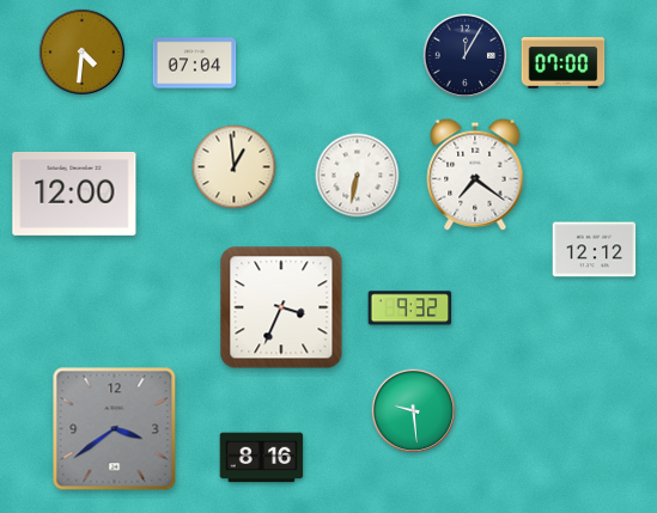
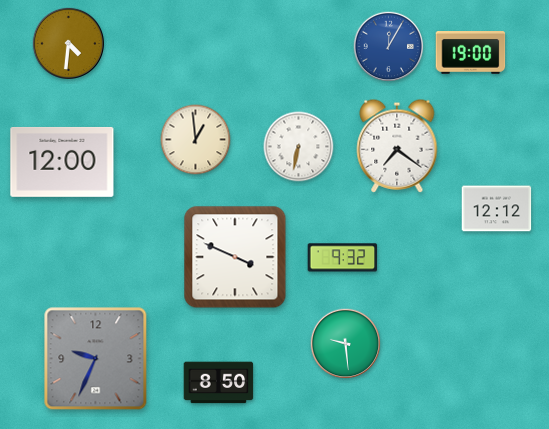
clock at (466, 56) dial: navy -> blue
clock at (195, 63): 07:04 -> none
clock at (564, 63): 07:00 -> 19:00
clock at (281, 307): 3:34 -> 3:49
clock at (115, 429): 3:39 -> 9:34
clock at (262, 458): 8:16 -> 8:50
